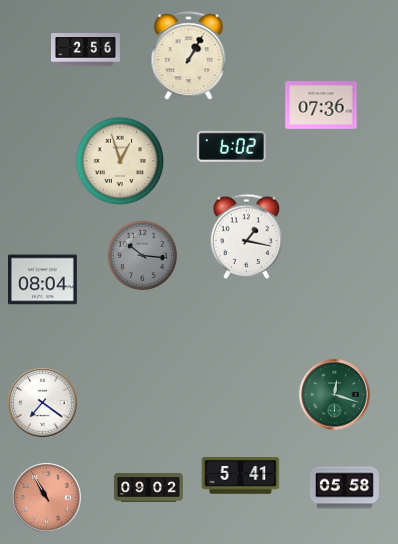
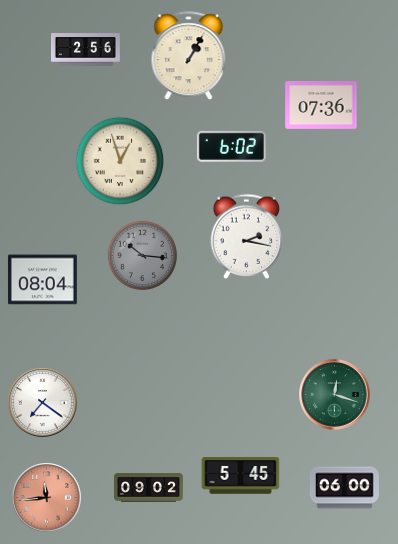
clock at (247, 236): 1:17 -> 2:17
clock at (241, 476): 5:41 -> 5:45
clock at (344, 488): 05:58 -> 06:00
clock at (47, 498): 10:55 -> 11:44
